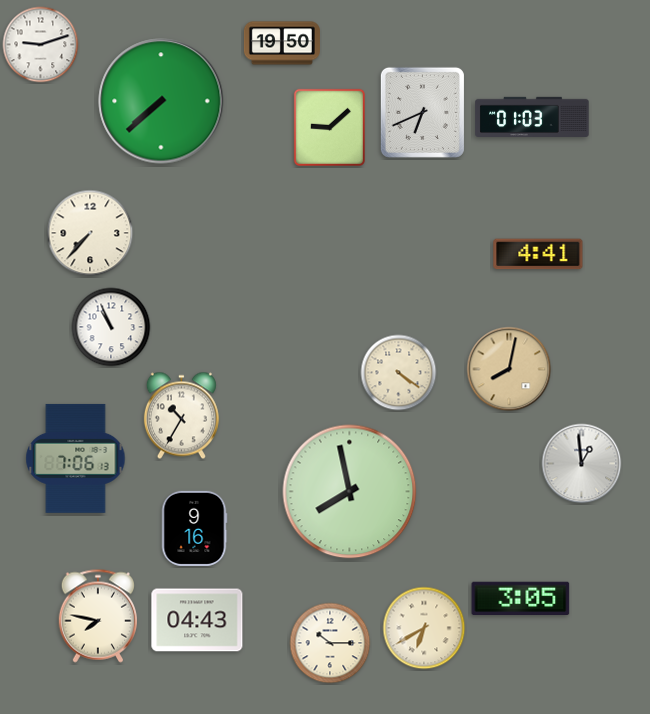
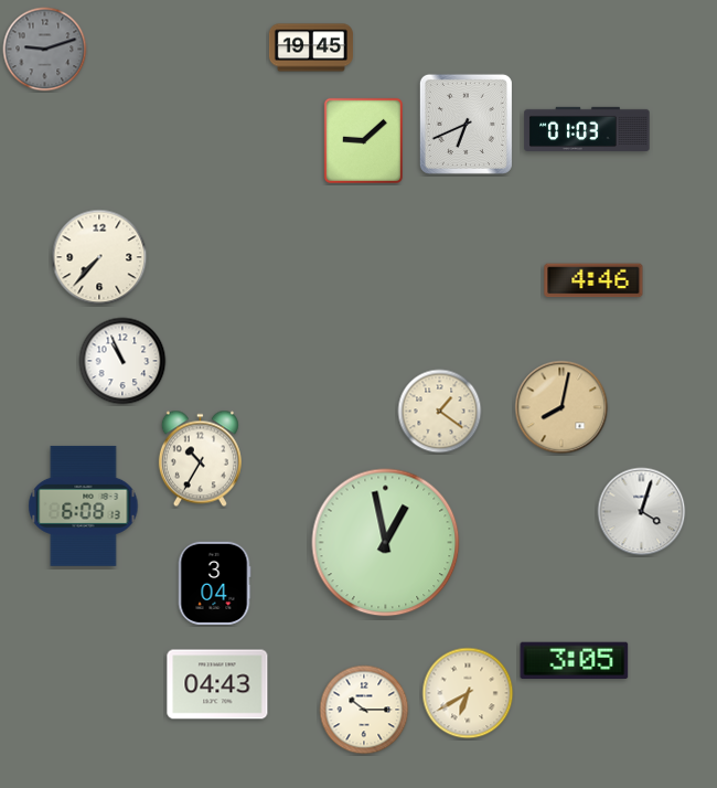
clock at (282, 43): 19:50 -> 19:45
clock at (41, 45) dial: white -> grey
clock at (161, 101): 7:38 -> none
clock at (538, 254): 4:41 -> 4:46
clock at (399, 373): 4:21 -> 1:21
clock at (76, 458): 7:06 -> 6:08
clock at (582, 464): 12:59 -> 4:03
clock at (350, 492): 7:58 -> 12:58
clock at (194, 528): 9:16 -> 3:04
clock at (97, 616): 7:47 -> none
